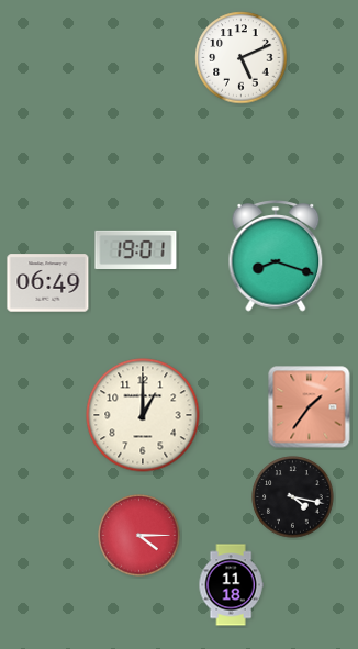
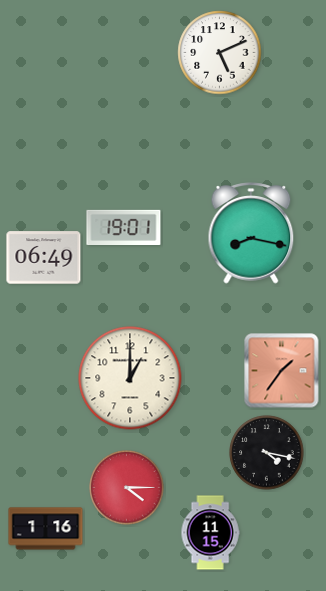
clock at (276, 256): 8:18 -> 8:17
clock at (46, 529): none -> 1:16
clock at (231, 585): 11:18 -> 11:15
